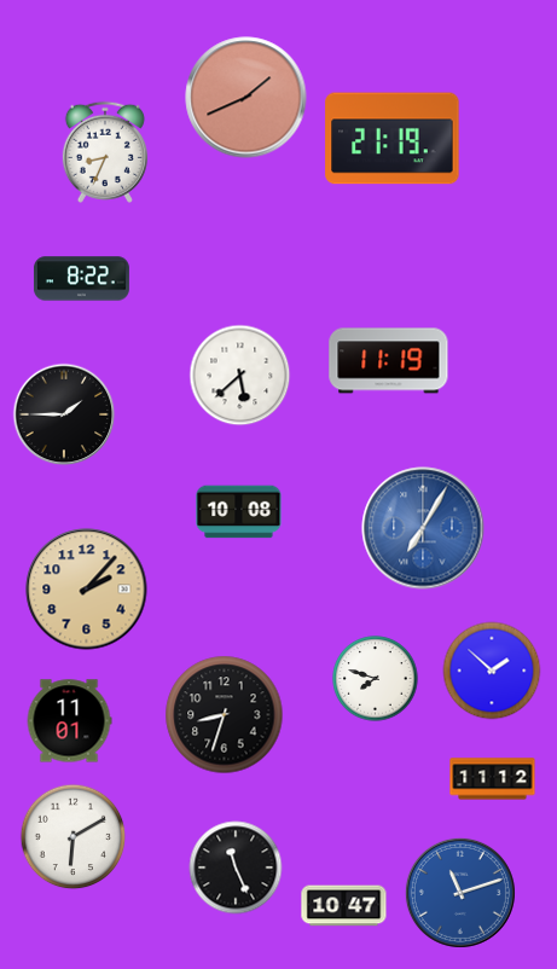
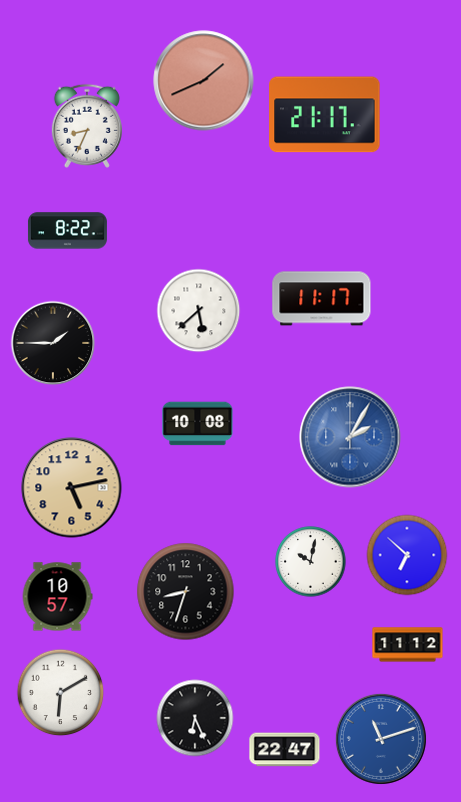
clock at (393, 139): 21:19 -> 21:17
clock at (389, 361): 11:19 -> 11:17
clock at (423, 528): 7:05 -> 2:05
clock at (87, 590): 2:07 -> 5:13
clock at (492, 671): 1:52 -> 6:52
clock at (376, 679): 7:48 -> 10:02
clock at (69, 721): 11:01 -> 10:57
clock at (236, 868): 11:26 -> 6:26
clock at (344, 906): 10:47 -> 22:47
